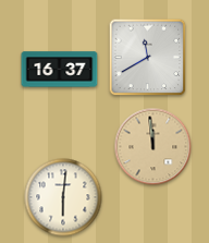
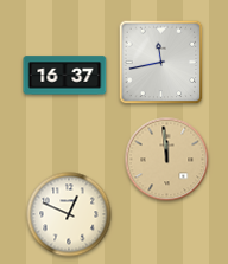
clock at (148, 58): 11:40 -> 11:43
clock at (63, 197): 6:01 -> 12:49
